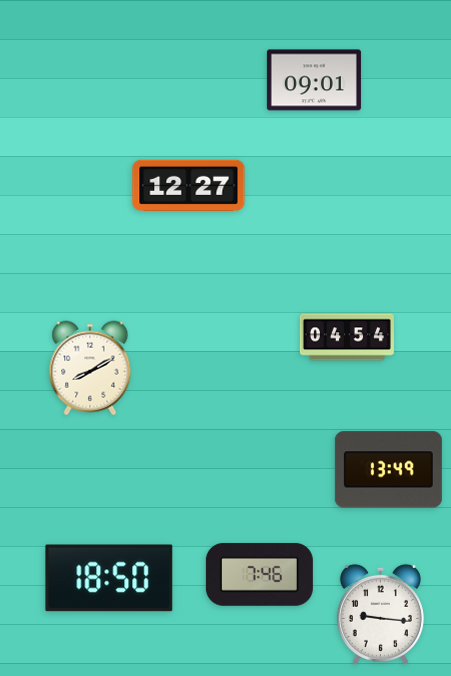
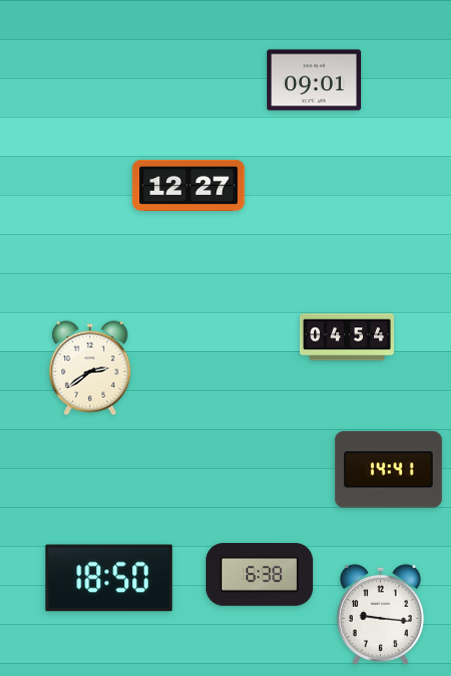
clock at (90, 368): 8:10 -> 2:39
clock at (388, 470): 13:49 -> 14:41
clock at (259, 574): 7:46 -> 6:38
